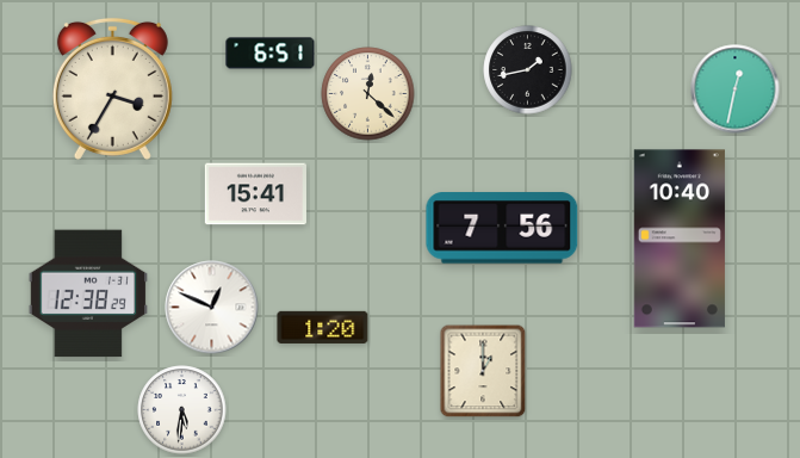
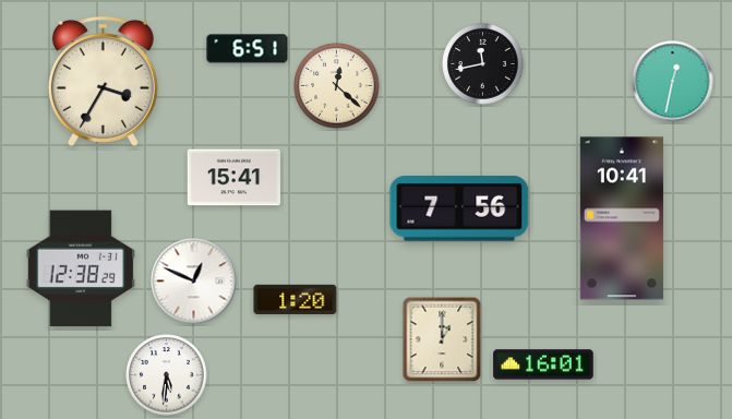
clock at (528, 70): 1:43 -> 11:43
clock at (680, 239): 10:40 -> 10:41
clock at (543, 364): none -> 16:01
